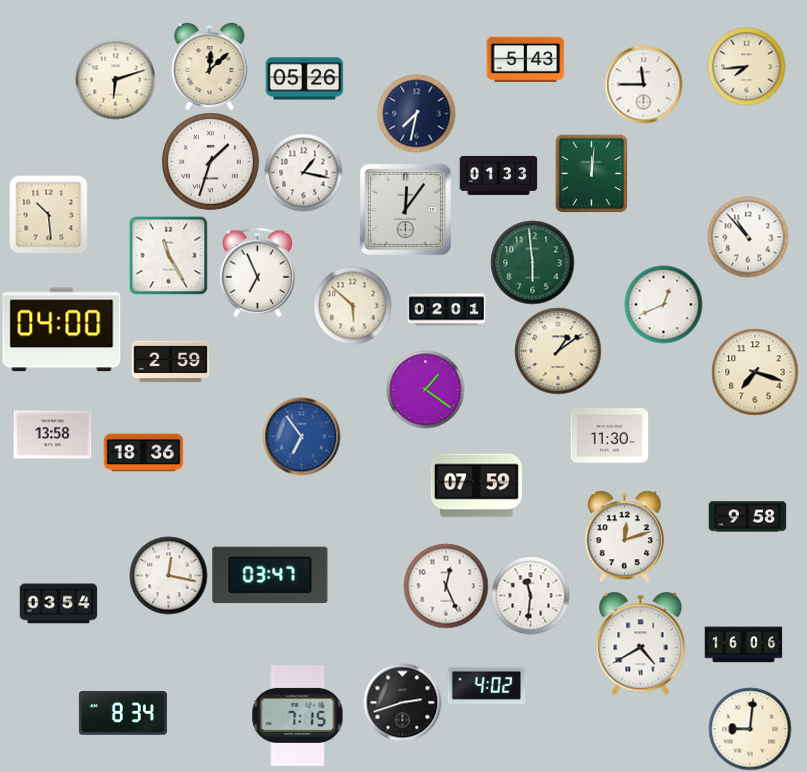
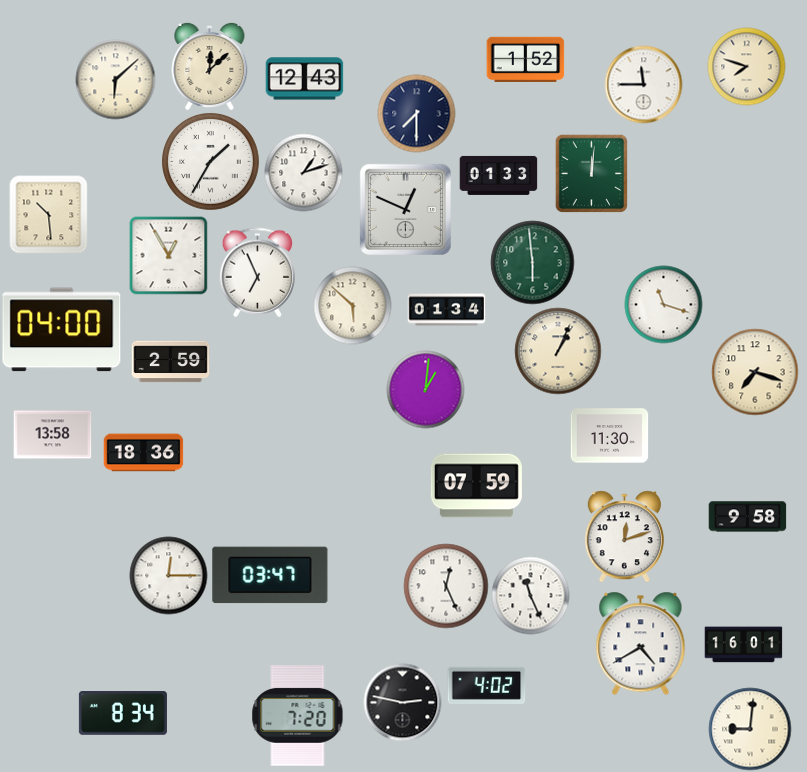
clock at (525, 59): 5:43 -> 1:52
clock at (746, 66): 7:44 -> 7:48
clock at (115, 79): 6:12 -> 6:08
clock at (304, 79): 05:26 -> 12:43
clock at (416, 113): 7:32 -> 7:30
clock at (211, 162): 1:33 -> 1:35
clock at (303, 172): 1:17 -> 1:12
clock at (405, 209): 12:06 -> 12:49
clock at (748, 237): 10:53 -> none
clock at (168, 255): 11:25 -> 12:55
clock at (663, 304): 12:41 -> 11:18
clock at (446, 310): 02:01 -> 01:34
clock at (558, 351): 1:09 -> 1:04
clock at (425, 389): 1:21 -> 1:01
clock at (301, 436): 6:54 -> none
clock at (168, 575): 12:17 -> 12:15
clock at (530, 595): 11:31 -> 11:26
clock at (58, 604): 03:54 -> none
clock at (743, 645): 16:06 -> 16:01
clock at (402, 702): 2:42 -> 2:47
clock at (298, 716): 7:15 -> 7:20
